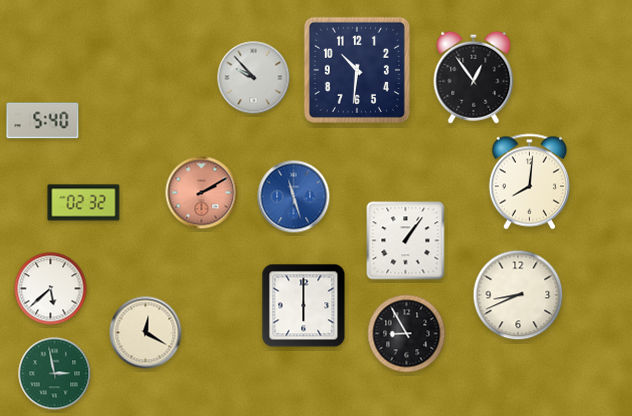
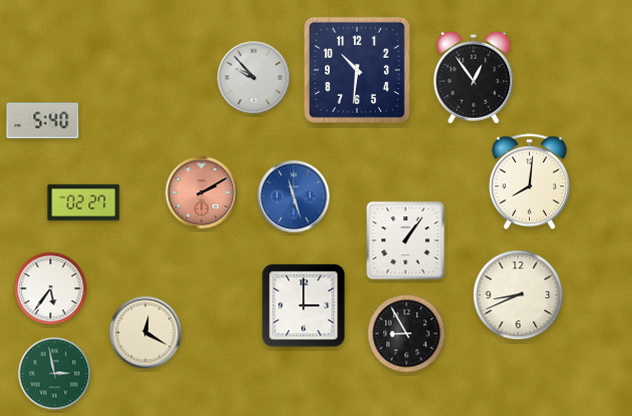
clock at (84, 203): 02:32 -> 02:27
clock at (51, 289): 5:38 -> 5:36
clock at (304, 306): 6:00 -> 3:00
